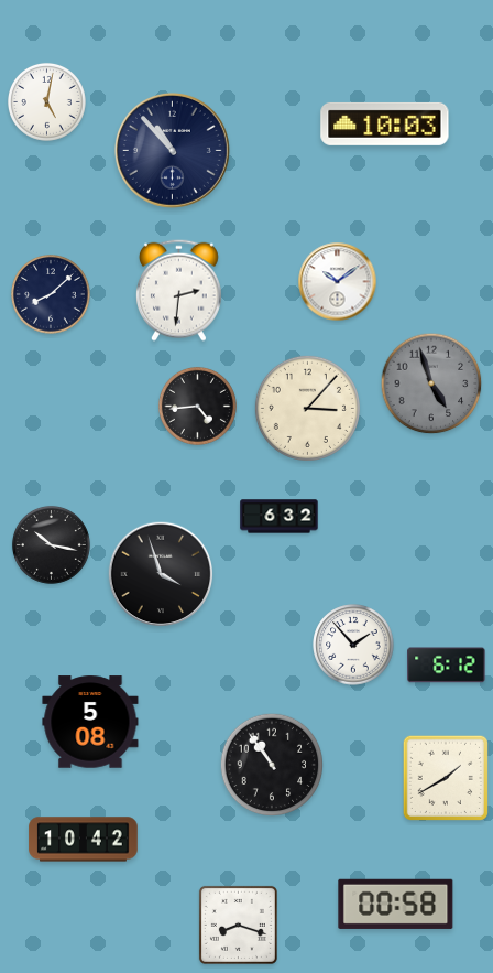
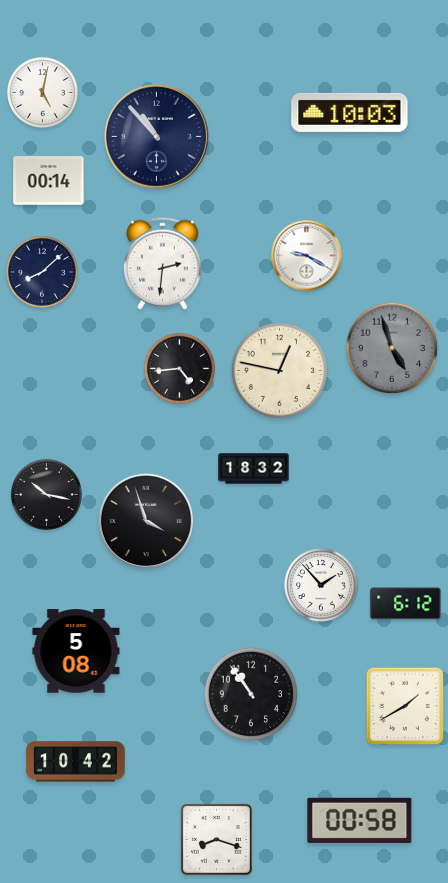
clock at (49, 181): none -> 00:14
clock at (338, 282): 10:09 -> 9:20
clock at (52, 295) position: (52, 295) -> (43, 273)
clock at (307, 408): 3:07 -> 12:47
clock at (280, 517): 6:32 -> 18:32
clock at (90, 722) position: (90, 722) -> (76, 651)
clock at (272, 765) position: (272, 765) -> (251, 694)
